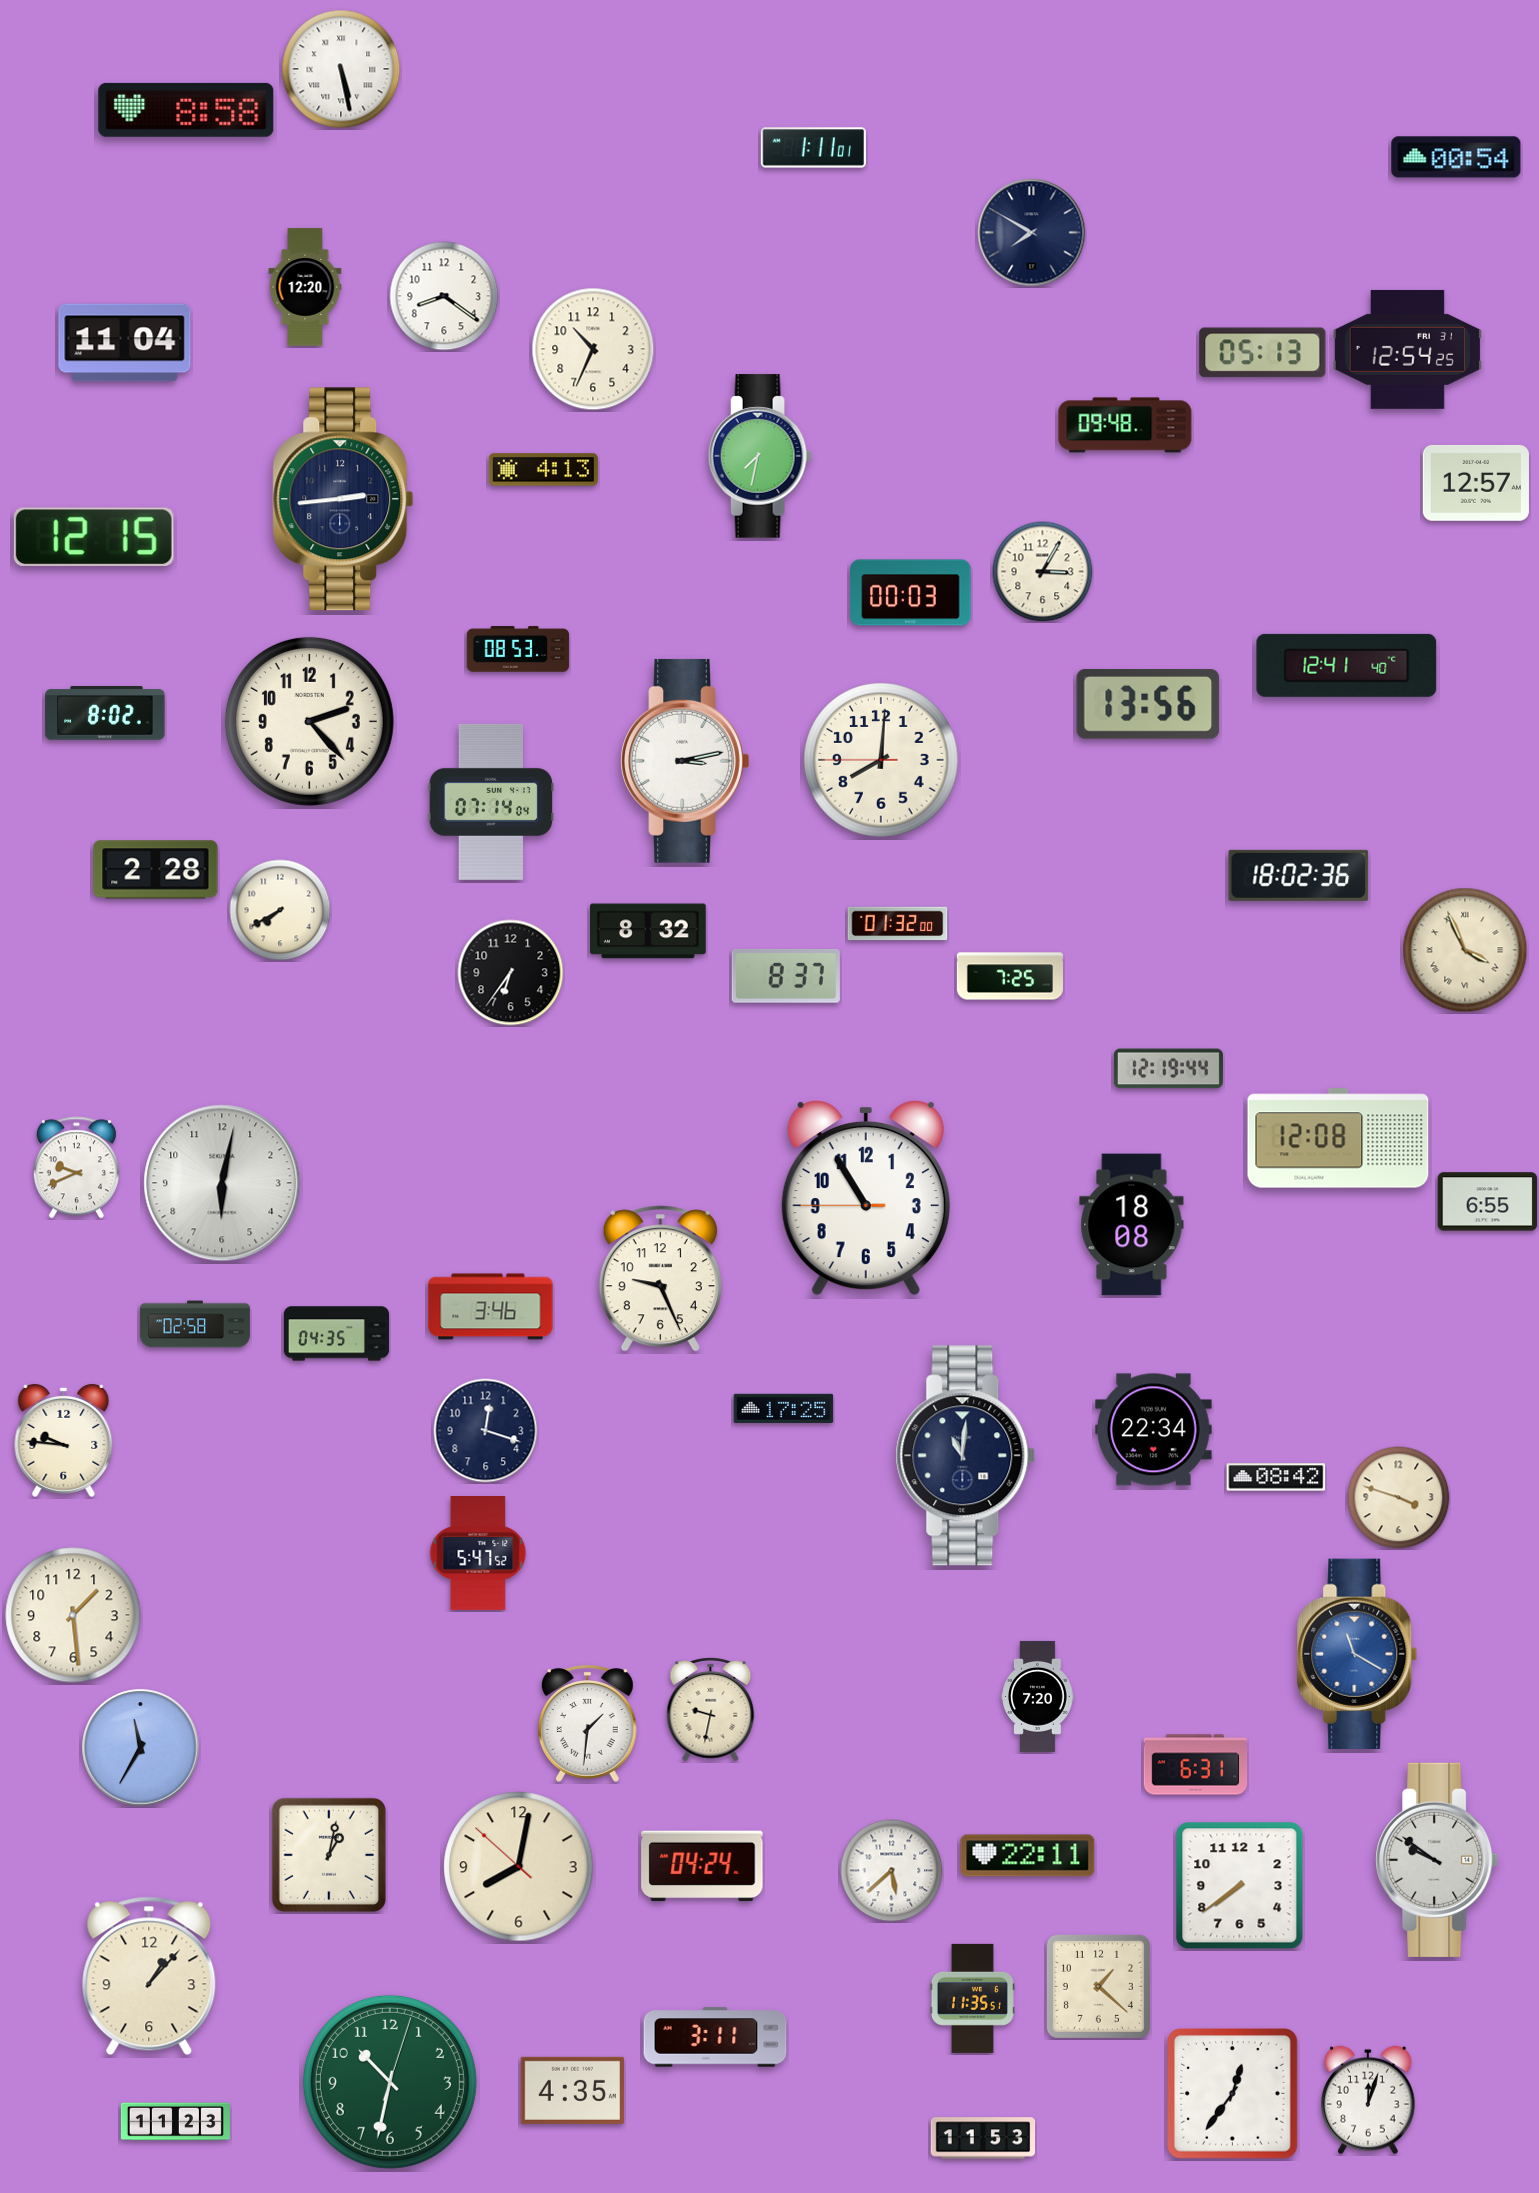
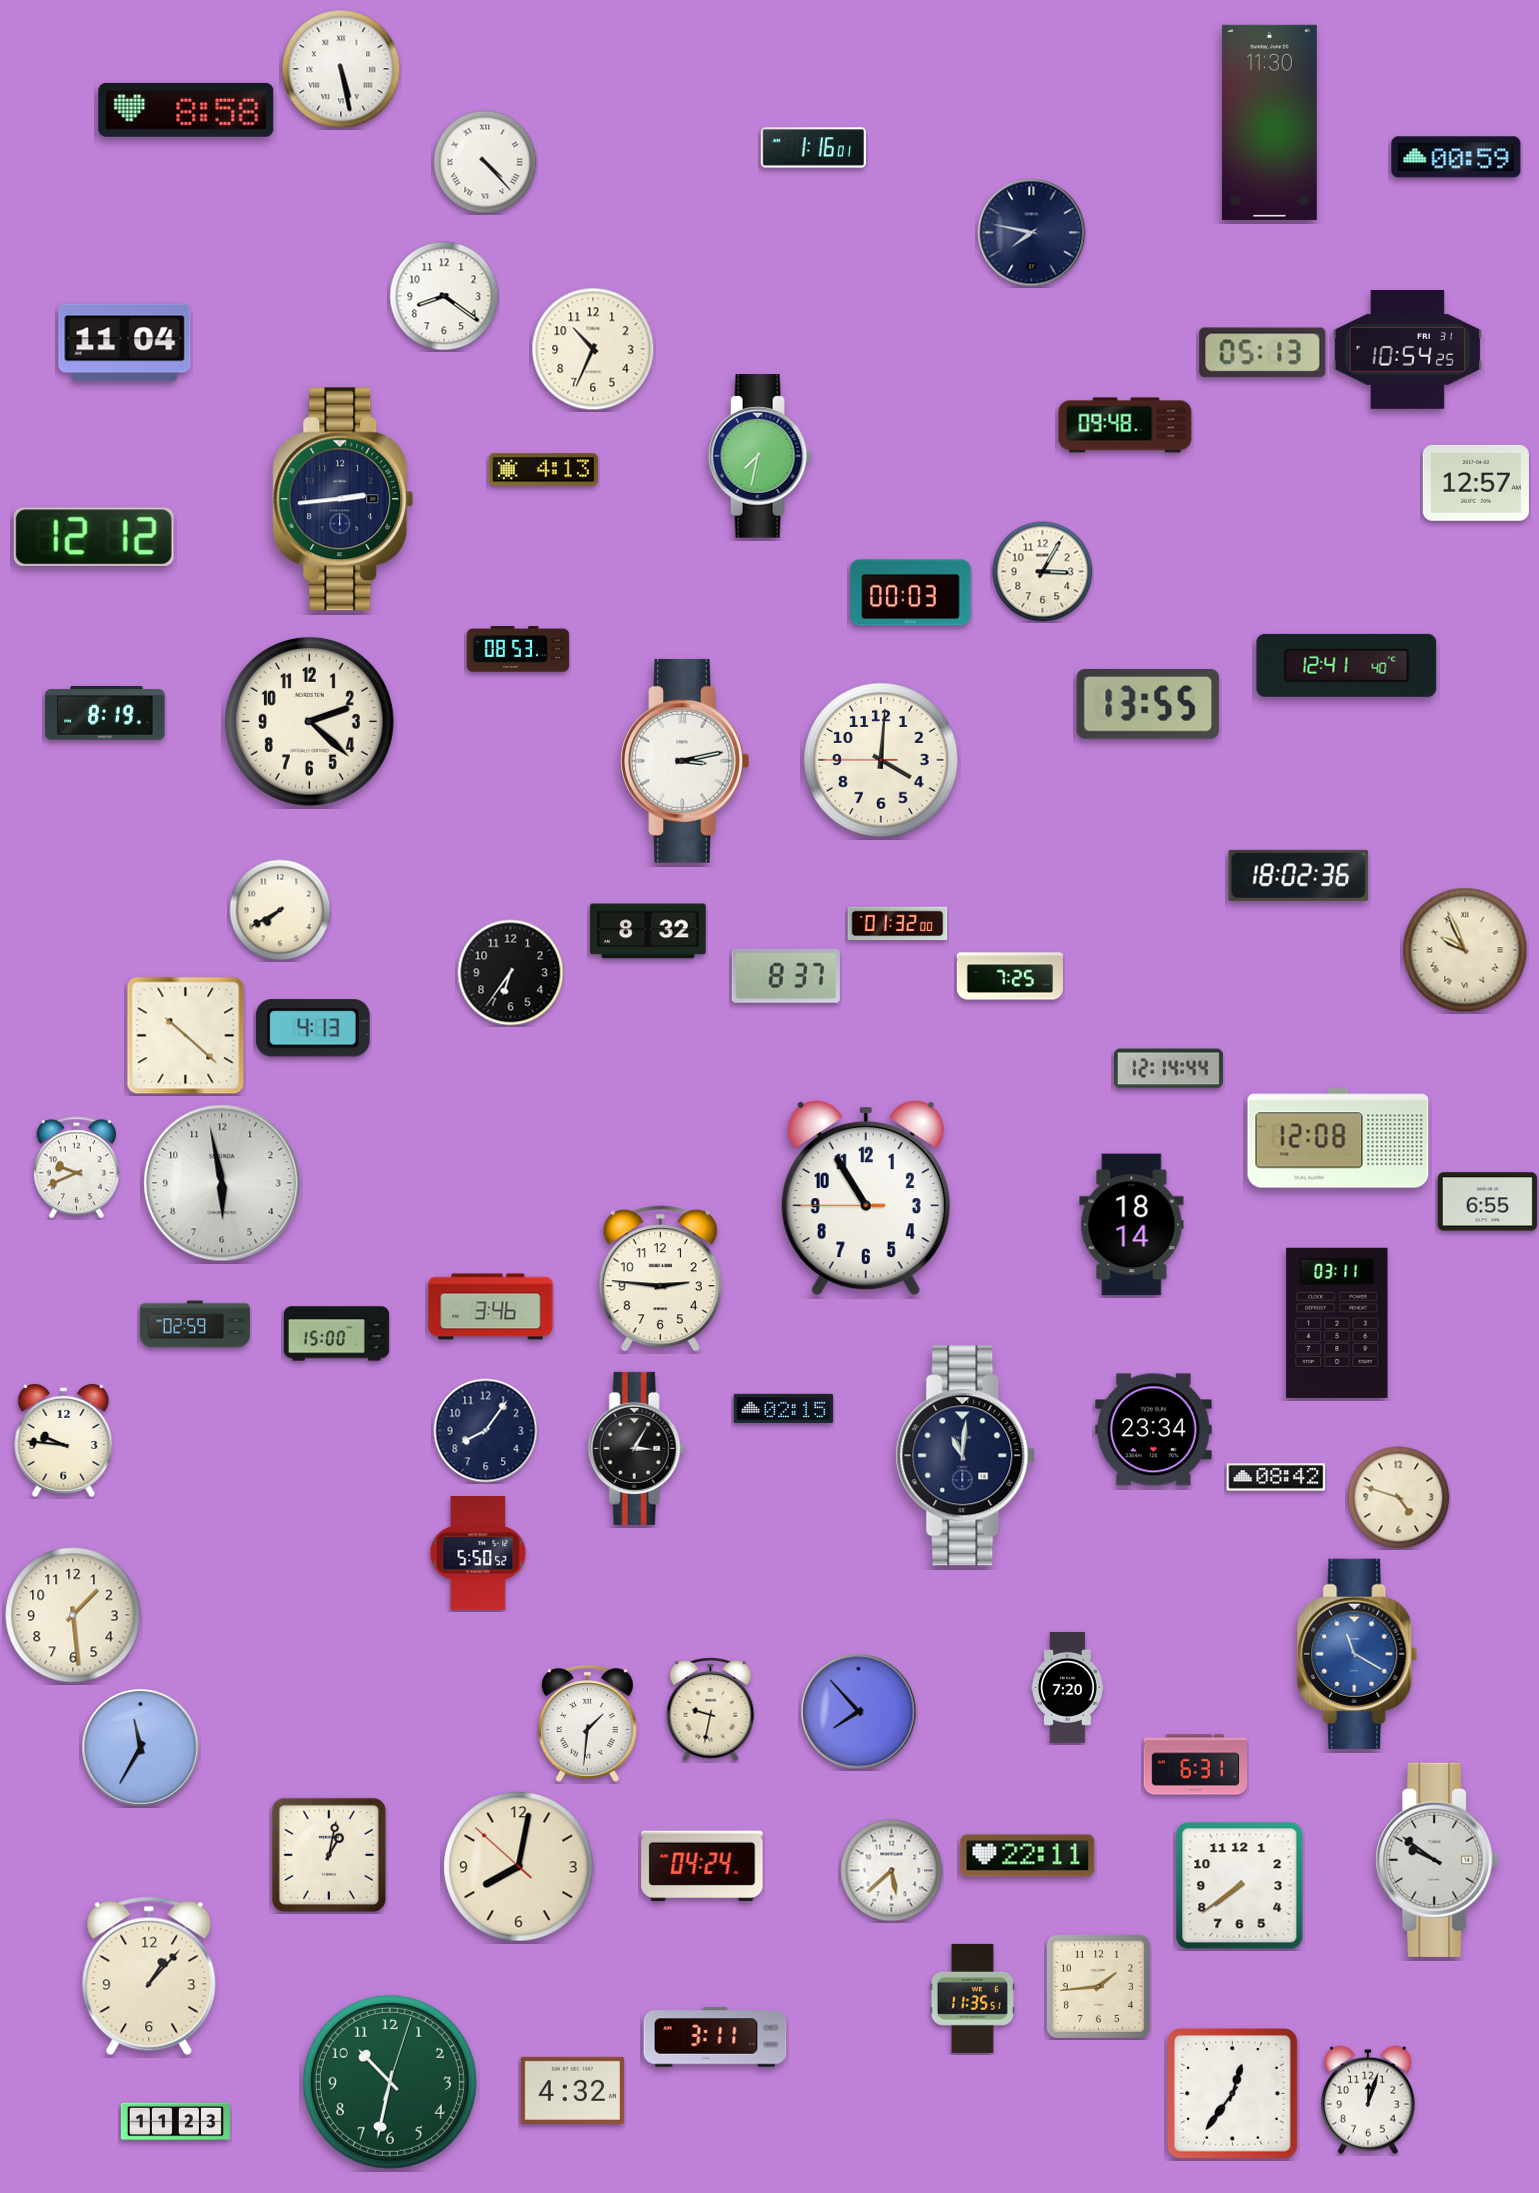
clock at (1269, 122): none -> 11:30
clock at (813, 148): 1:11 -> 1:16
clock at (1456, 157): 00:54 -> 00:59
clock at (485, 162): none -> 4:23
clock at (1032, 233): 7:50 -> 7:47
clock at (305, 287): 12:20 -> none
clock at (1407, 349): 12:54 -> 10:54
clock at (94, 537): 12:15 -> 12:12
clock at (1148, 705): 13:56 -> 13:55
clock at (105, 714): 8:02 -> 8:19
clock at (309, 721): 2:23 -> 2:22
clock at (881, 760): 8:00 -> 4:00
clock at (491, 802): 07:14 -> none
clock at (156, 870): 2:28 -> none
clock at (1465, 950): 3:56 -> 9:56
clock at (313, 1028): none -> 4:13
clock at (186, 1036): none -> 10:22
clock at (1168, 1069): 12:19 -> 12:14
clock at (222, 1183): 6:02 -> 5:58
clock at (1132, 1225): 18:08 -> 18:14
clock at (660, 1279): 9:26 -> 2:46
clock at (1337, 1323): none -> 03:11
clock at (195, 1324): 02:58 -> 02:59
clock at (337, 1334): 04:35 -> 15:00
clock at (784, 1408): 17:25 -> 02:15
clock at (1154, 1430): 22:34 -> 23:34
clock at (486, 1431): 12:18 -> 8:06
clock at (636, 1448): none -> 3:05
clock at (1399, 1498): 3:48 -> 4:48
clock at (478, 1554): 5:47 -> 5:50
clock at (1038, 1696) position: (1038, 1696) -> (1068, 1687)
clock at (859, 1712): none -> 7:53
clock at (1098, 1986): 1:22 -> 1:44
clock at (573, 2090): 4:35 -> 4:32
clock at (983, 2138): 11:53 -> none
